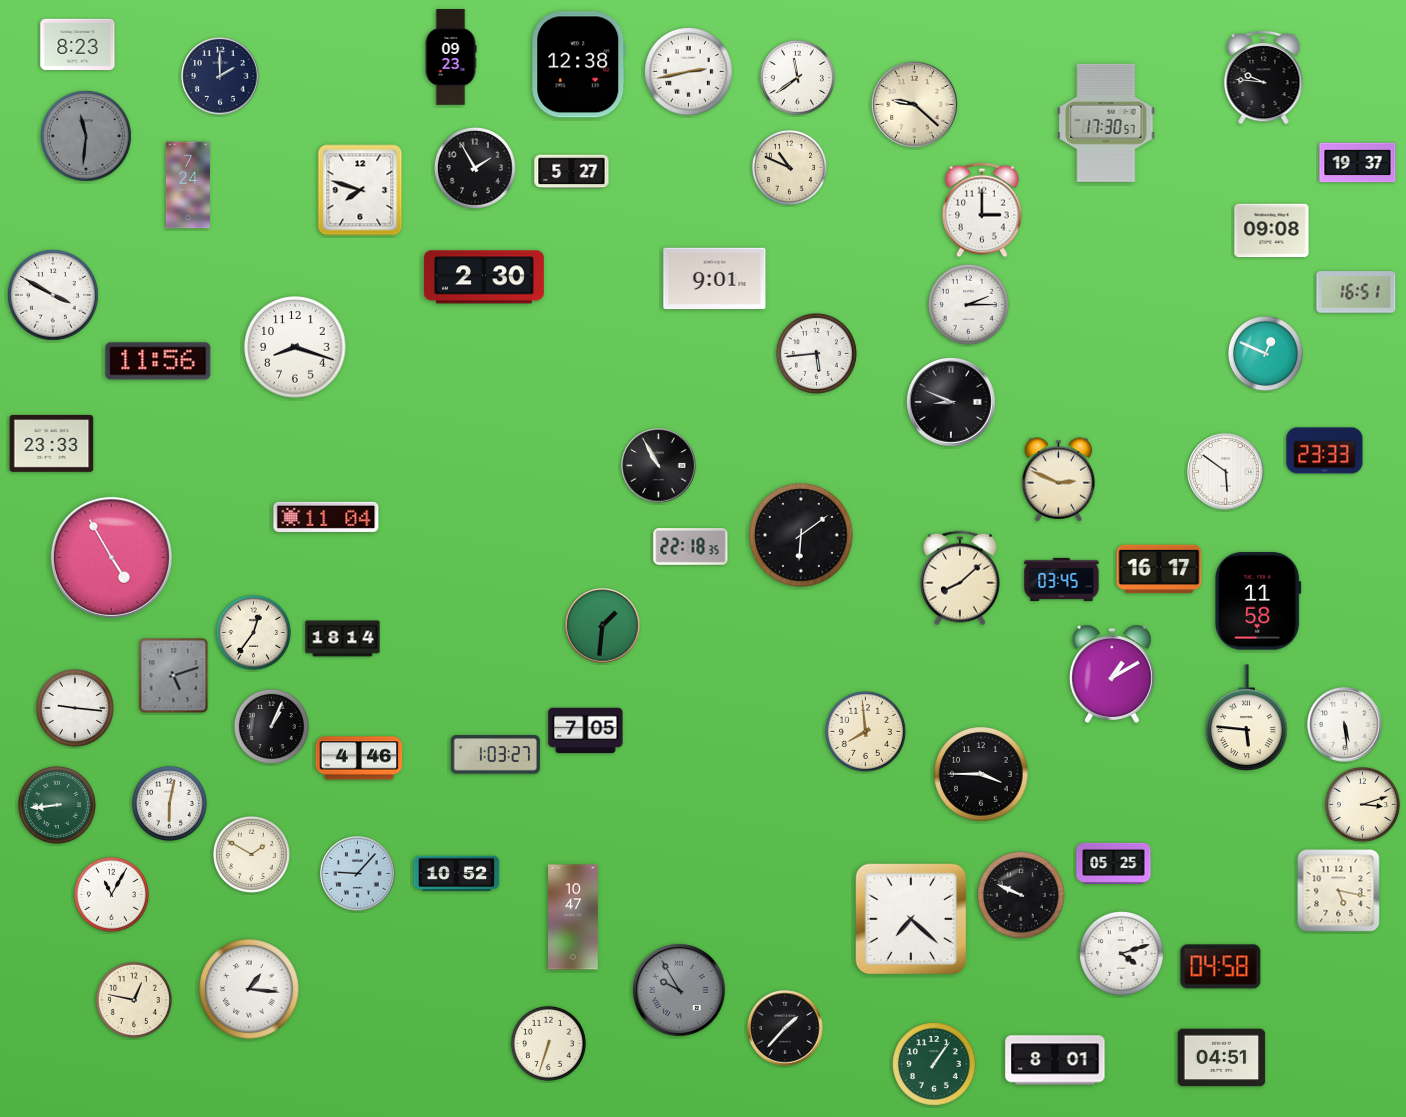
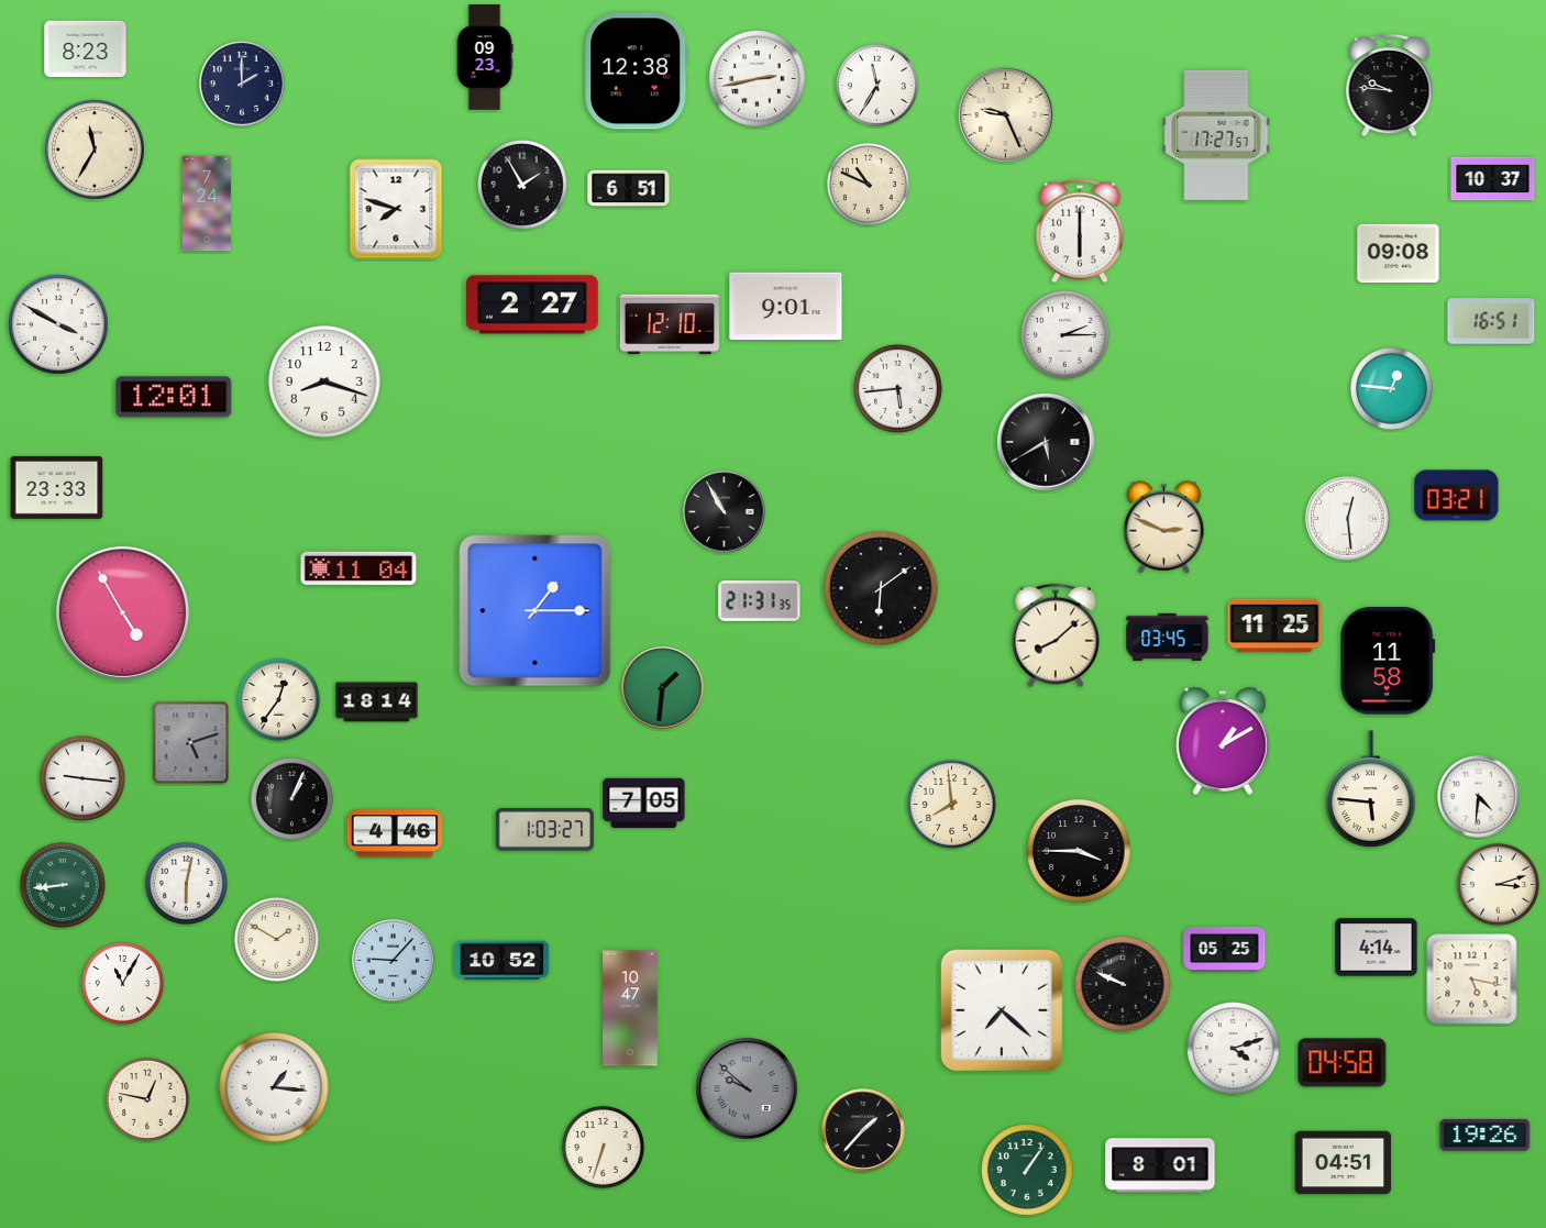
clock at (451, 57) position: (451, 57) -> (485, 57)
clock at (797, 77): 11:39 -> 11:35
clock at (915, 105): 9:22 -> 9:26
clock at (1106, 123): 17:30 -> 17:27
clock at (86, 136): 11:31 -> 11:35
clock at (86, 136) dial: grey -> cream
clock at (1358, 163): 19:37 -> 10:37
clock at (572, 172): 5:27 -> 6:51
clock at (982, 210): 3:00 -> 6:00
clock at (484, 277): 2:30 -> 2:27
clock at (670, 324): none -> 12:10
clock at (1265, 353): 12:49 -> 12:46
clock at (158, 361): 11:56 -> 12:01
clock at (951, 402): 8:49 -> 5:40
clock at (1325, 451): 23:33 -> 03:21
clock at (1226, 472): 5:51 -> 12:29
clock at (691, 547): 22:18 -> 21:31
clock at (535, 611): none -> 1:15
clock at (1159, 569): 16:17 -> 11:25
clock at (1258, 601) position: (1258, 601) -> (1388, 661)
clock at (253, 632) position: (253, 632) -> (278, 699)
clock at (1345, 725): 5:29 -> 4:31
clock at (271, 726) position: (271, 726) -> (291, 798)
clock at (1377, 948): none -> 4:14
clock at (680, 991): 9:55 -> 9:52
clock at (1486, 1135): none -> 19:26
